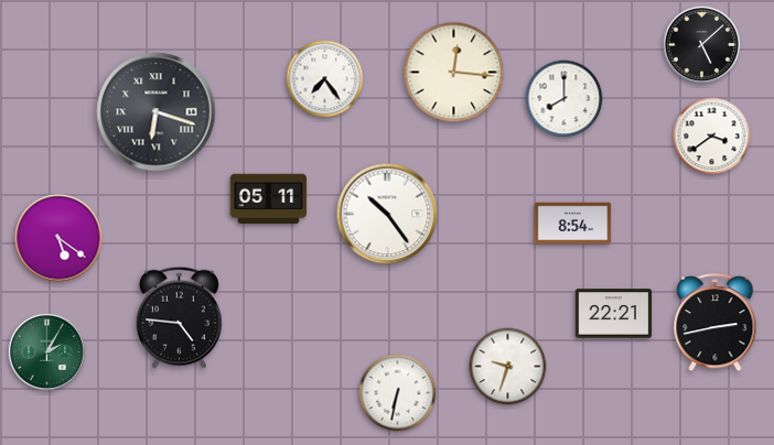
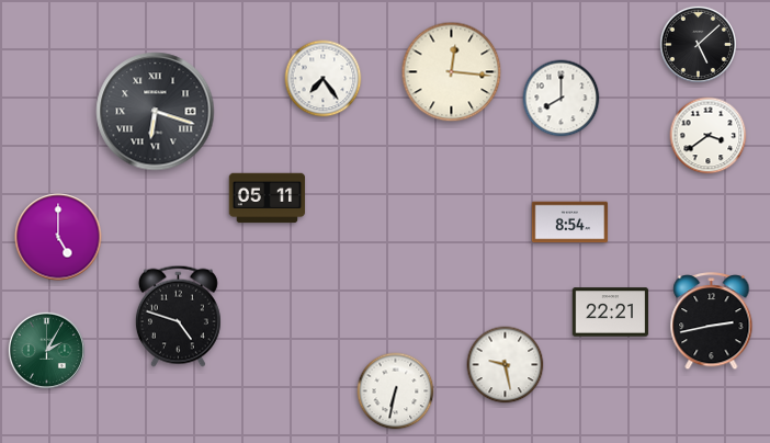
clock at (387, 214): 10:24 -> none
clock at (58, 238): 5:21 -> 5:00
clock at (179, 317): 4:46 -> 4:48
clock at (508, 367): 9:33 -> 9:28
